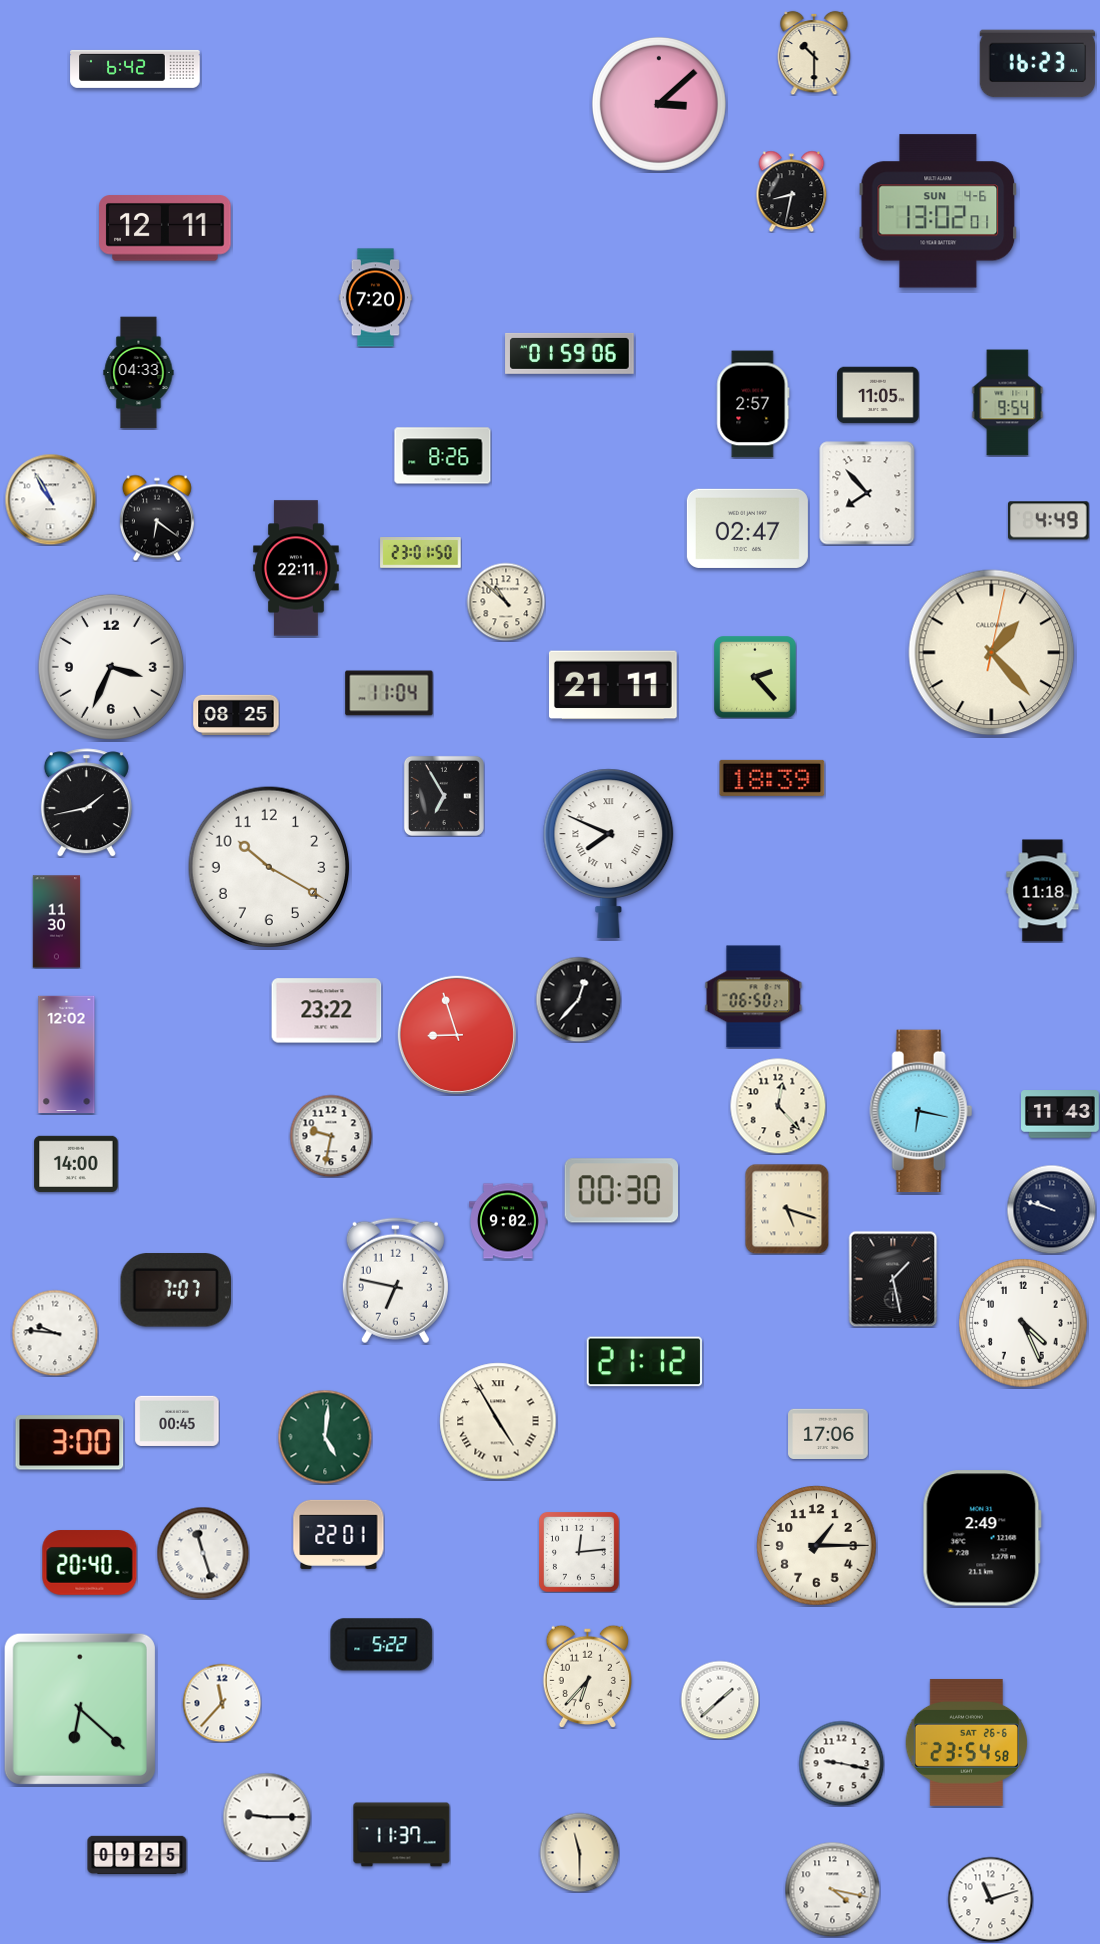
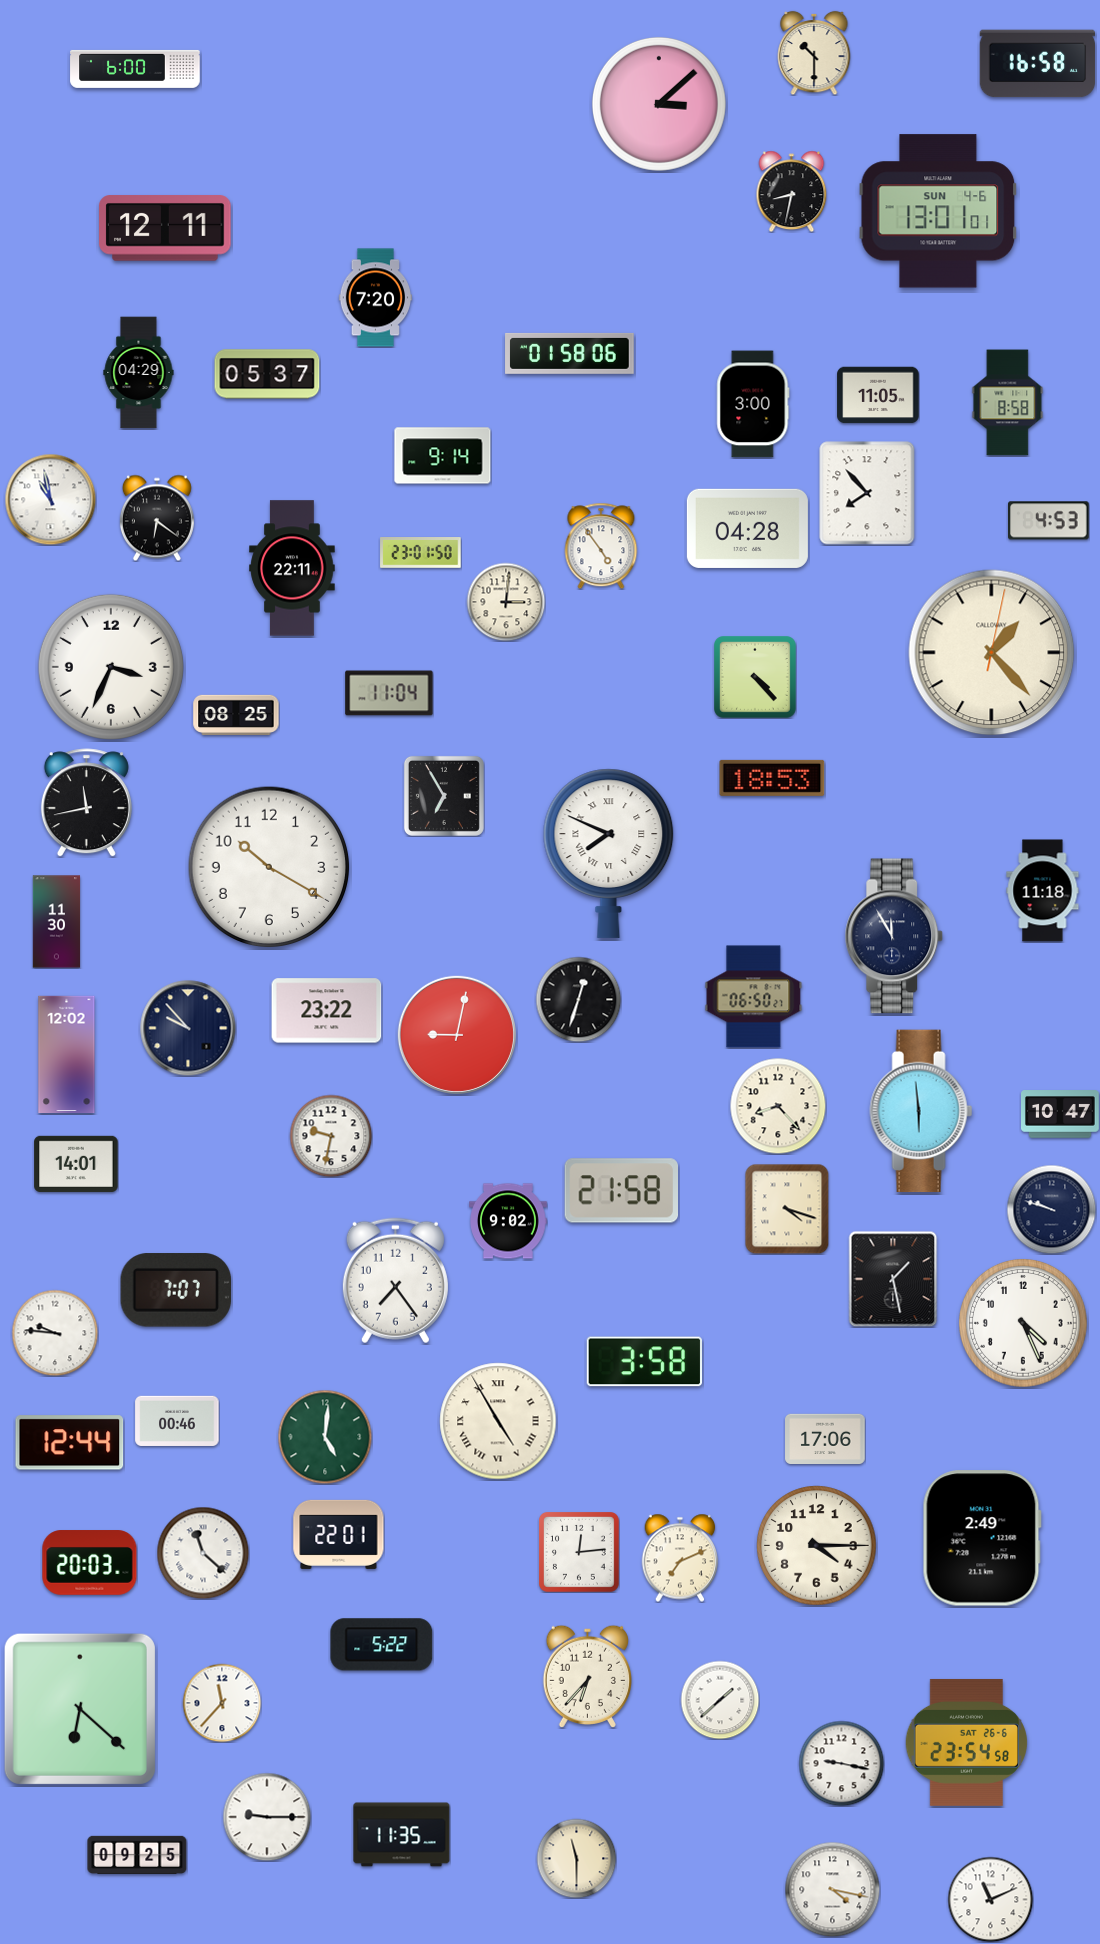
clock at (1038, 64): 16:23 -> 16:58
clock at (135, 69): 6:42 -> 6:00
clock at (938, 211): 13:02 -> 13:01
clock at (570, 353): 01:59 -> 01:58
clock at (139, 373): 04:33 -> 04:29
clock at (267, 374): none -> 05:37
clock at (1008, 403): 9:54 -> 8:58
clock at (753, 404): 2:57 -> 3:00
clock at (443, 456): 8:26 -> 9:14
clock at (50, 499): 10:55 -> 10:58
clock at (1049, 521): 4:49 -> 4:53
clock at (747, 528): 02:47 -> 04:28
clock at (601, 546): none -> 4:54
clock at (296, 568) position: (296, 568) -> (292, 568)
clock at (506, 602): 10:52 -> 3:01
clock at (756, 678): 2:23 -> 4:23
clock at (613, 685): 21:11 -> none
clock at (772, 778): 18:39 -> 18:53
clock at (86, 803): 1:43 -> 11:43
clock at (894, 936): none -> 11:55
clock at (578, 999): 12:37 -> 12:33
clock at (188, 1028): none -> 9:53
clock at (457, 1035): 8:57 -> 9:02
clock at (778, 1106): 12:23 -> 8:23
clock at (921, 1111): 6:17 -> 5:59
clock at (1061, 1114): 11:43 -> 10:47
clock at (76, 1164): 14:00 -> 14:01
clock at (621, 1191): 00:30 -> 21:58
clock at (787, 1209): 5:18 -> 4:18
clock at (395, 1281): 6:47 -> 7:24
clock at (644, 1362): 21:12 -> 3:58
clock at (177, 1421): 00:45 -> 00:46
clock at (828, 1433) position: (828, 1433) -> (825, 1438)
clock at (70, 1443): 3:00 -> 12:44
clock at (817, 1546): 1:15 -> 4:15
clock at (203, 1553): 11:27 -> 11:22
clock at (680, 1558): none -> 7:11
clock at (90, 1563): 20:40 -> 20:03
clock at (402, 1835): 11:37 -> 11:35
clock at (579, 1852) position: (579, 1852) -> (576, 1858)
clock at (990, 1899): 11:12 -> 11:11
